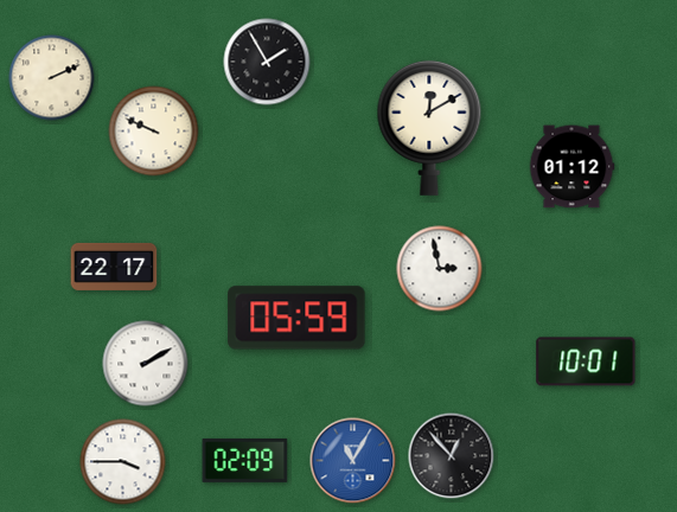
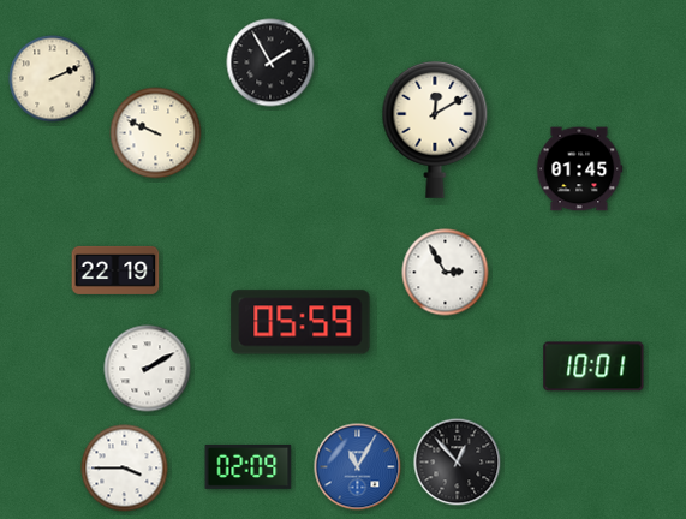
clock at (571, 167): 01:12 -> 01:45
clock at (114, 267): 22:17 -> 22:19
clock at (440, 269): 2:58 -> 2:55
